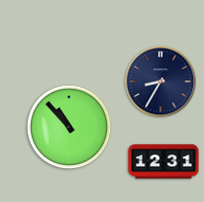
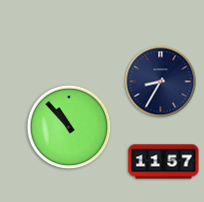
clock at (164, 162): 12:31 -> 11:57
